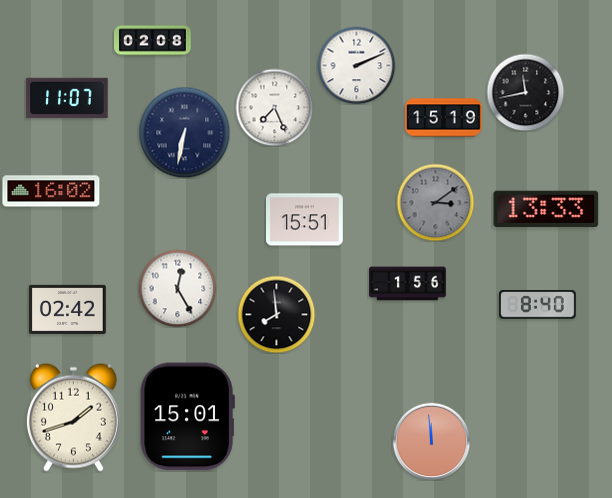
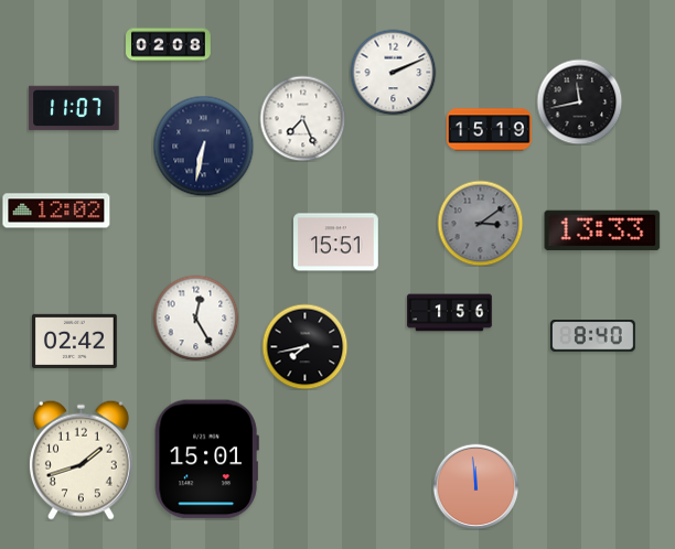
clock at (51, 191): 16:02 -> 12:02
clock at (276, 314): 7:59 -> 7:43
